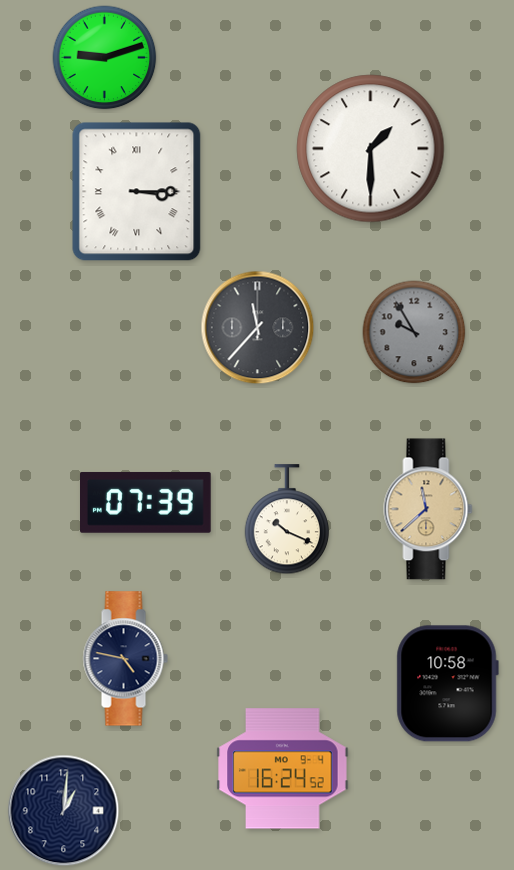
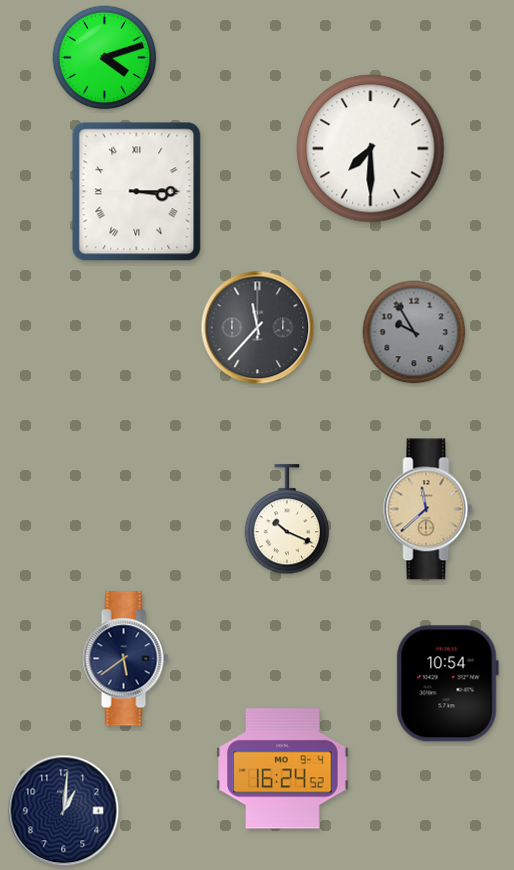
clock at (105, 58): 9:12 -> 4:12
clock at (371, 149): 1:30 -> 7:30
clock at (146, 502): 07:39 -> none
clock at (125, 659): 4:47 -> 5:39
clock at (447, 684): 10:58 -> 10:54
